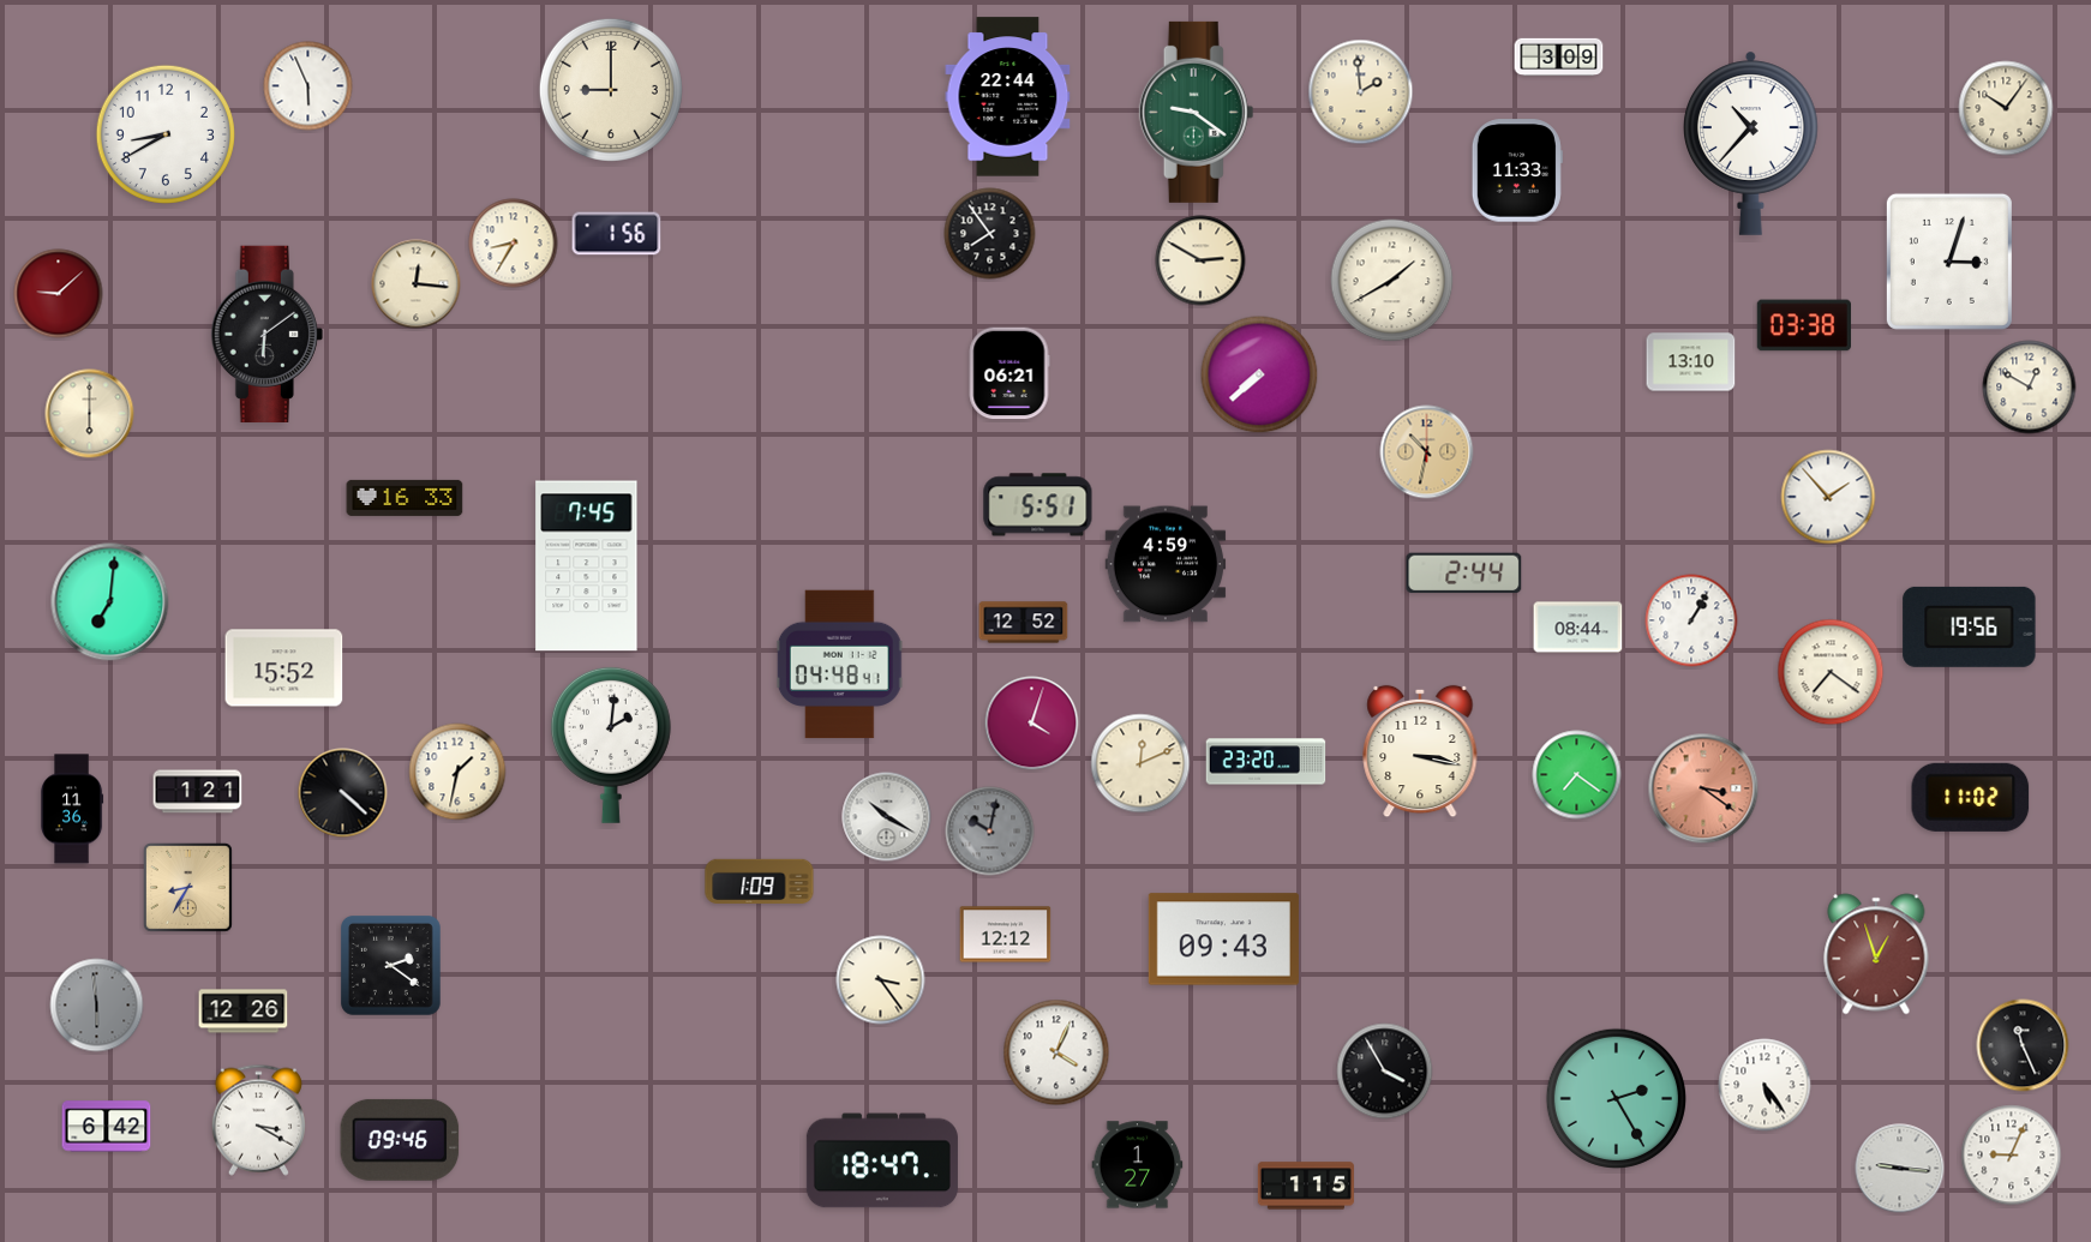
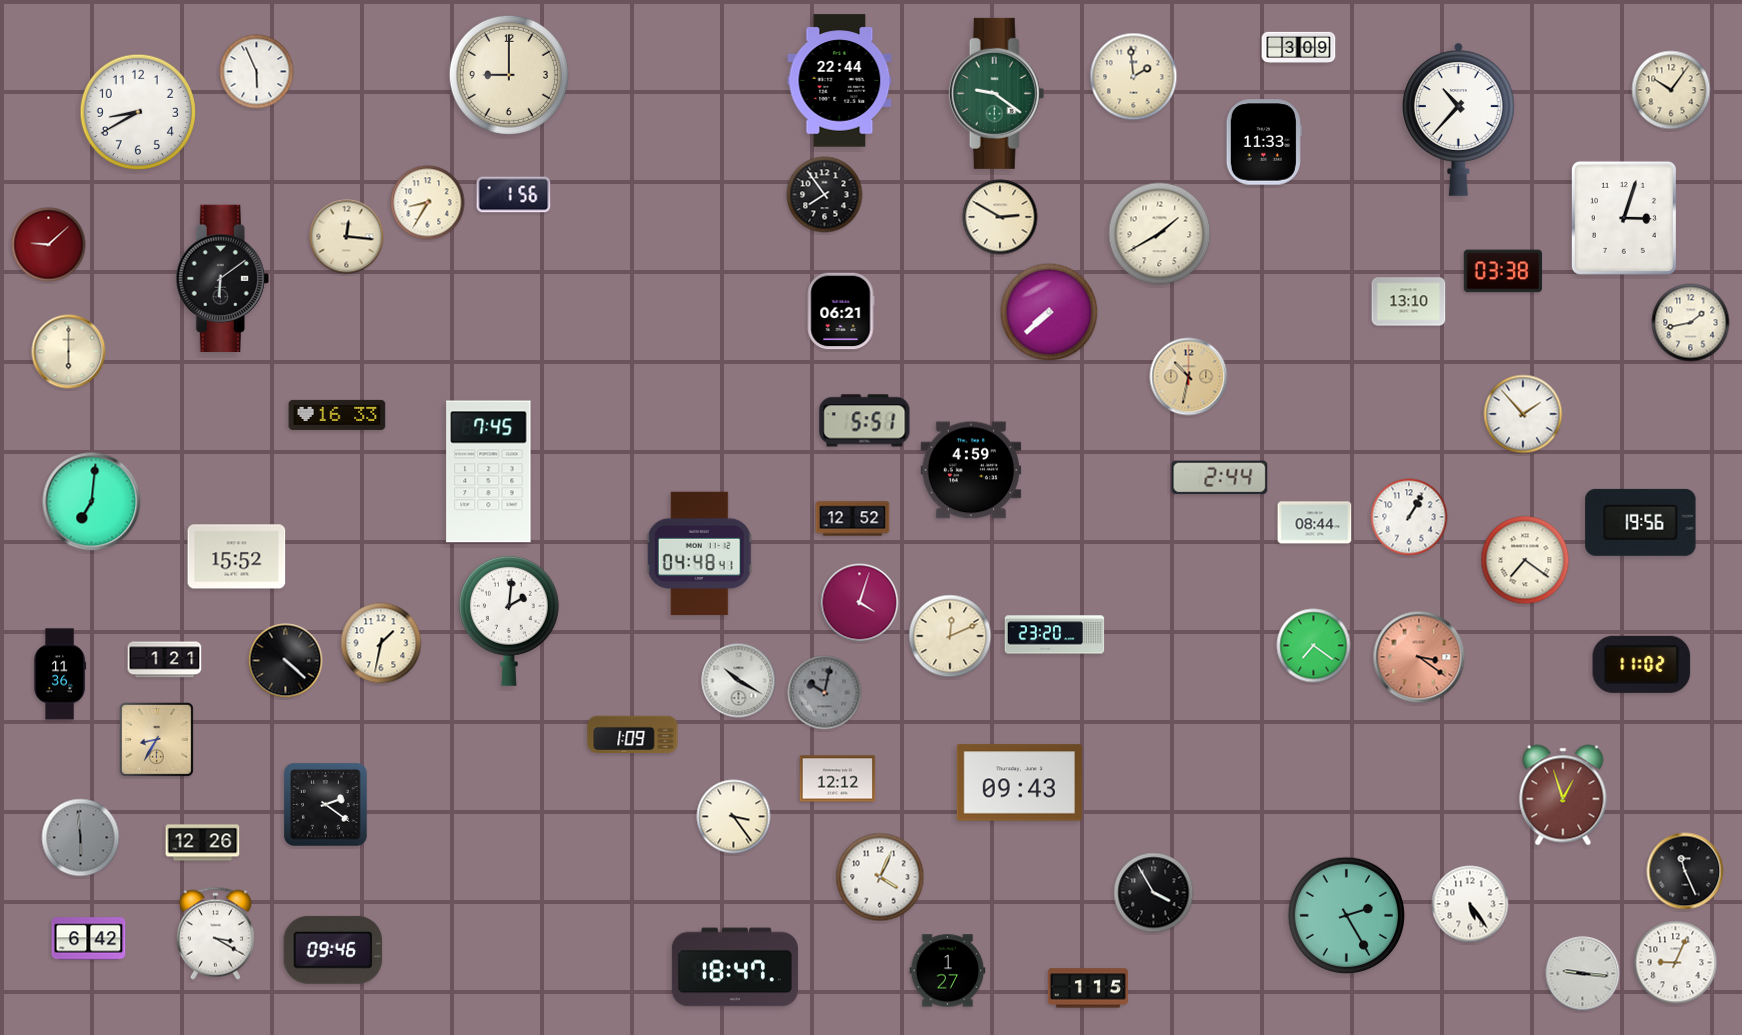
clock at (2030, 388): 12:50 -> 1:43
clock at (90, 414) position: (90, 414) -> (69, 352)
clock at (1420, 751): 3:17 -> none
